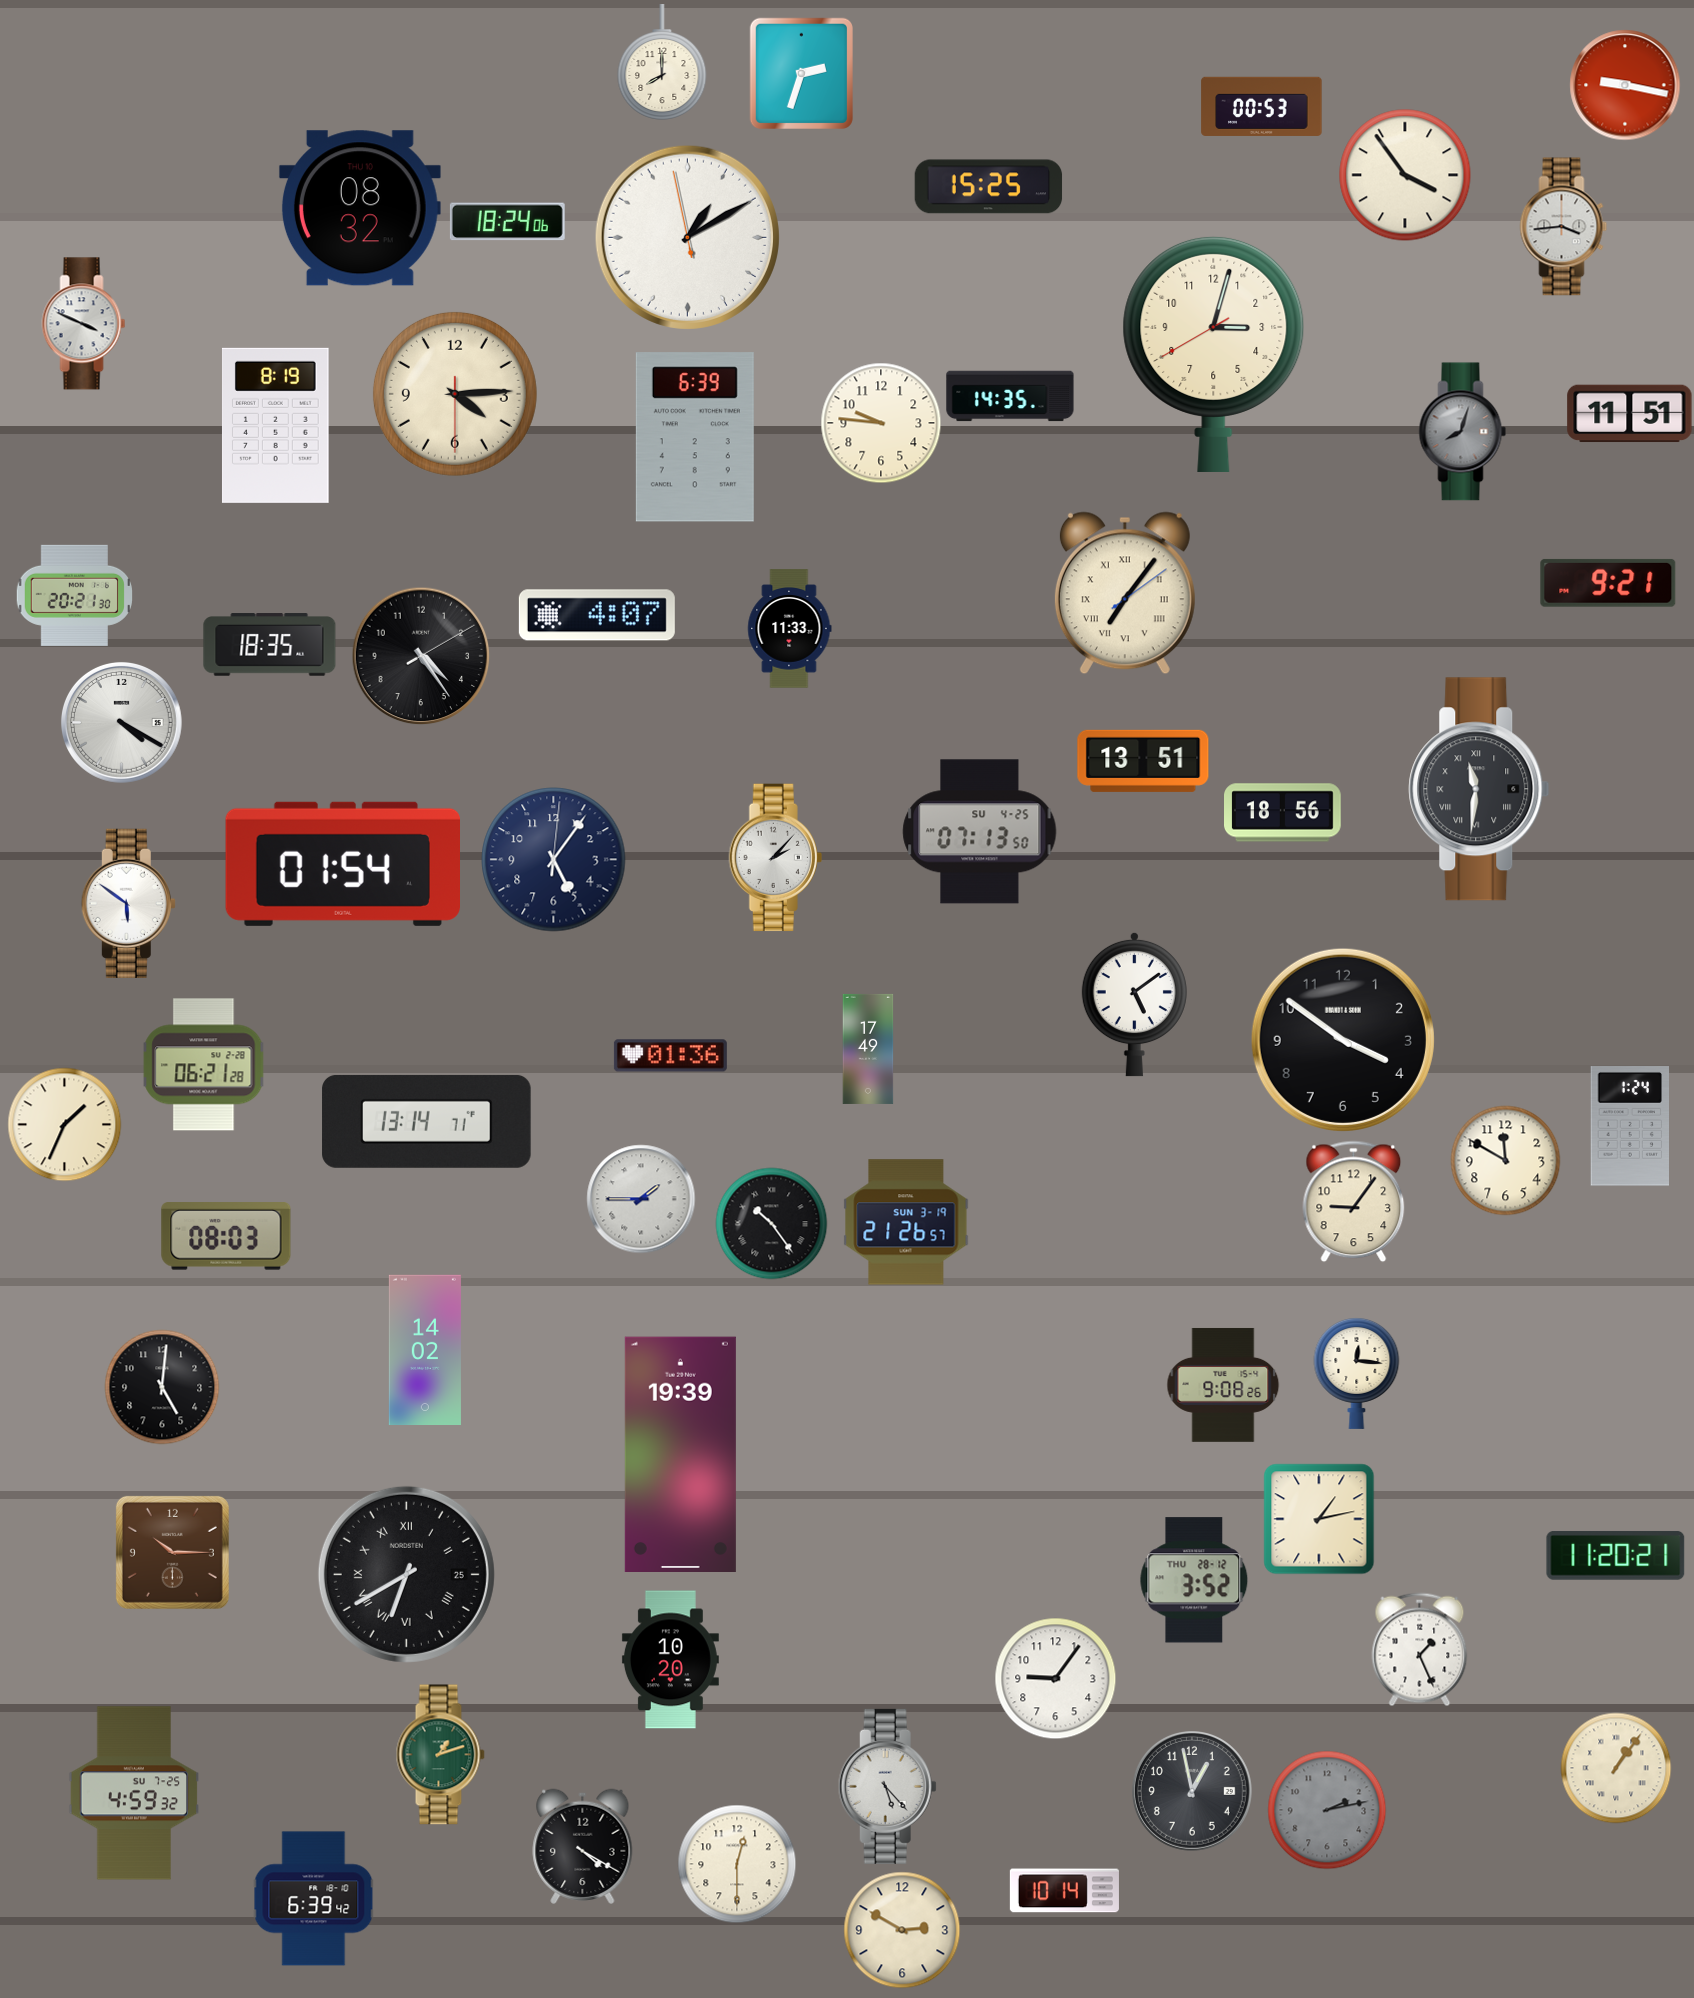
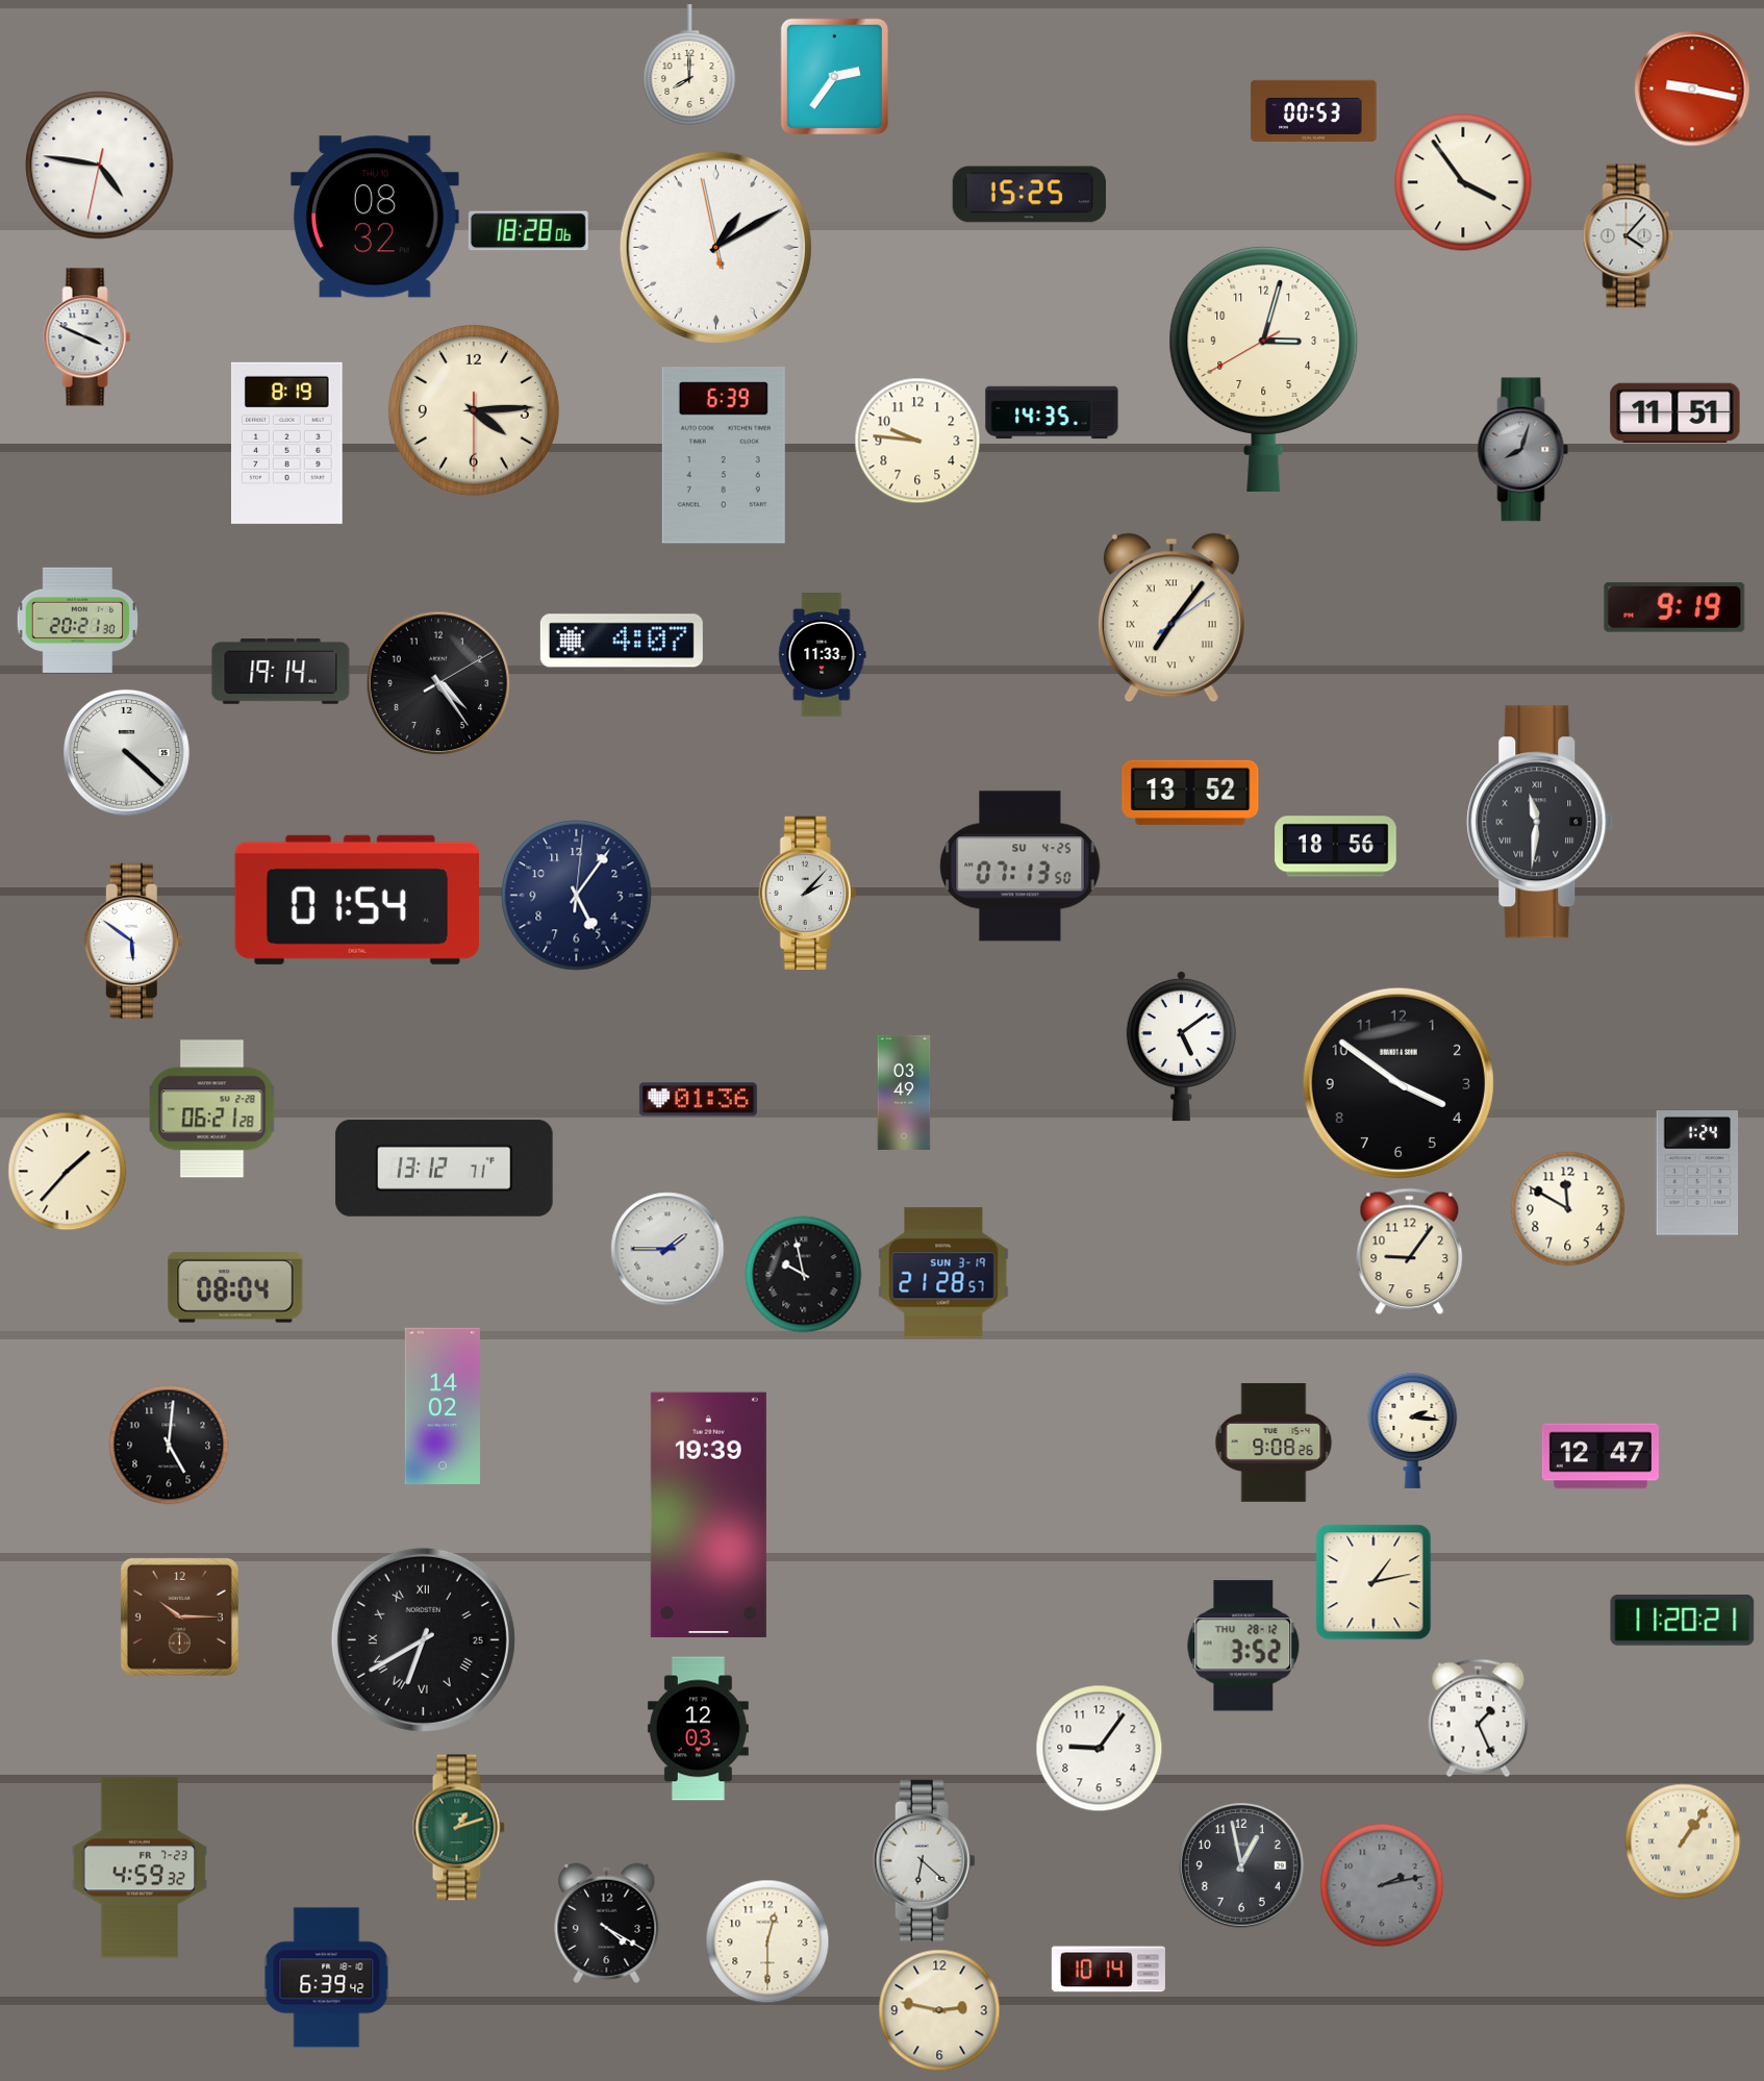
clock at (801, 73): 2:33 -> 2:36
clock at (100, 166): none -> 4:46
clock at (507, 222): 18:24 -> 18:28
clock at (1564, 227): 3:44 -> 4:07
clock at (1630, 414) position: (1630, 414) -> (1675, 413)
clock at (1608, 583): 9:21 -> 9:19
clock at (270, 645): 18:35 -> 19:14
clock at (121, 722): 4:20 -> 4:22
clock at (1143, 761): 13:51 -> 13:52
clock at (868, 1049): 17:49 -> 03:49
clock at (427, 1121): 13:14 -> 13:12
clock at (65, 1125): 1:34 -> 1:37
clock at (906, 1222): 21:26 -> 21:28
clock at (772, 1224): 10:24 -> 9:58
clock at (226, 1236): 08:03 -> 08:04
clock at (1357, 1373): 12:16 -> 2:16
clock at (1601, 1456): none -> 12:47
clock at (670, 1660): 10:20 -> 12:03
clock at (887, 1786): 5:23 -> 6:22
clock at (134, 1793) date: SU 7-25 -> FR 7-23
clock at (902, 1930): 2:50 -> 2:47
